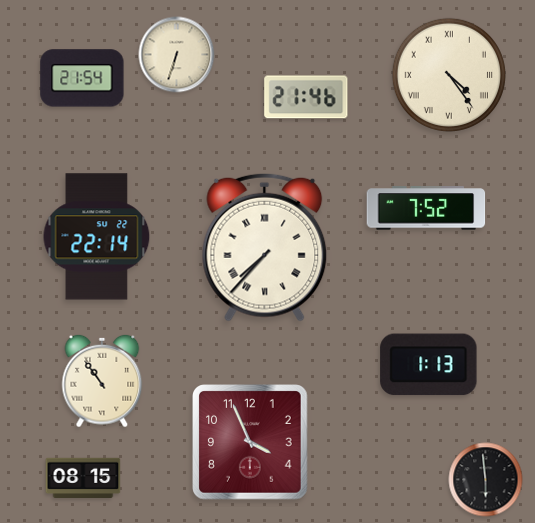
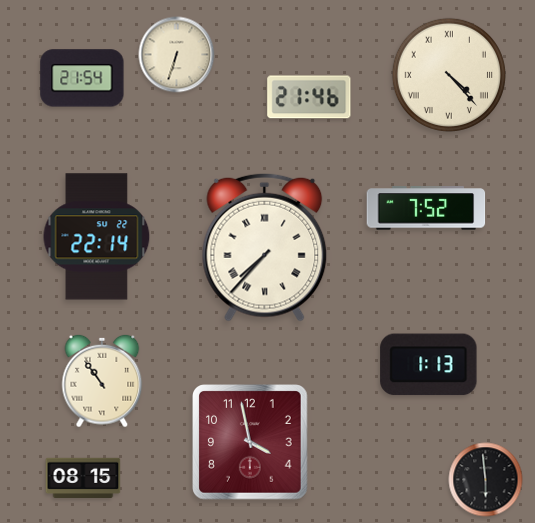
clock at (449, 75): 4:24 -> 4:23
clock at (306, 97) position: (306, 97) -> (309, 97)
clock at (251, 443): 3:56 -> 3:58
